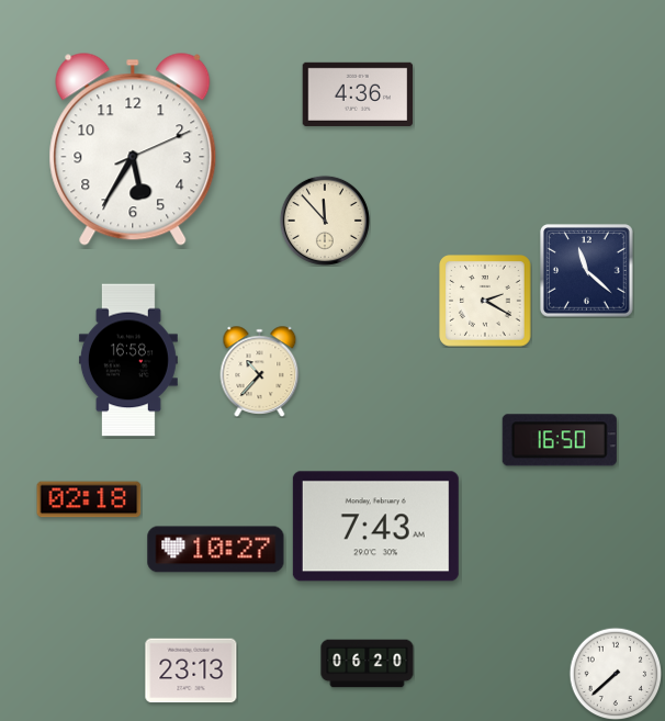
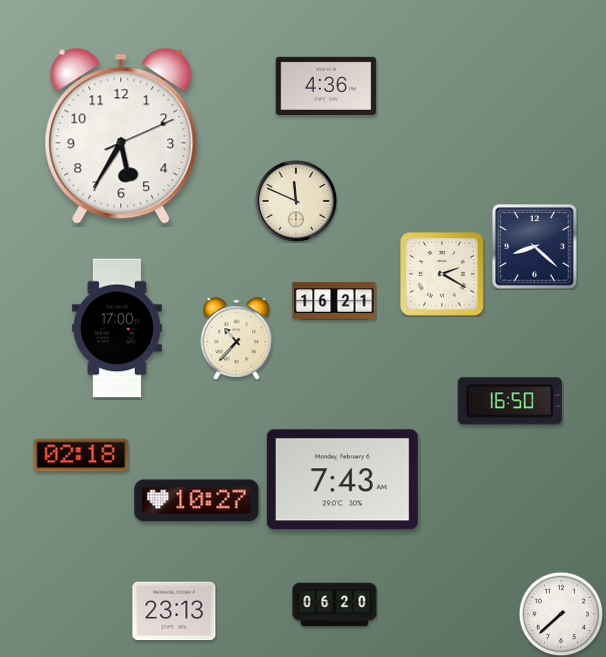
clock at (325, 221): 11:53 -> 11:49
clock at (587, 271): 11:22 -> 8:22
clock at (334, 301): none -> 16:21
clock at (128, 360): 16:58 -> 17:00
